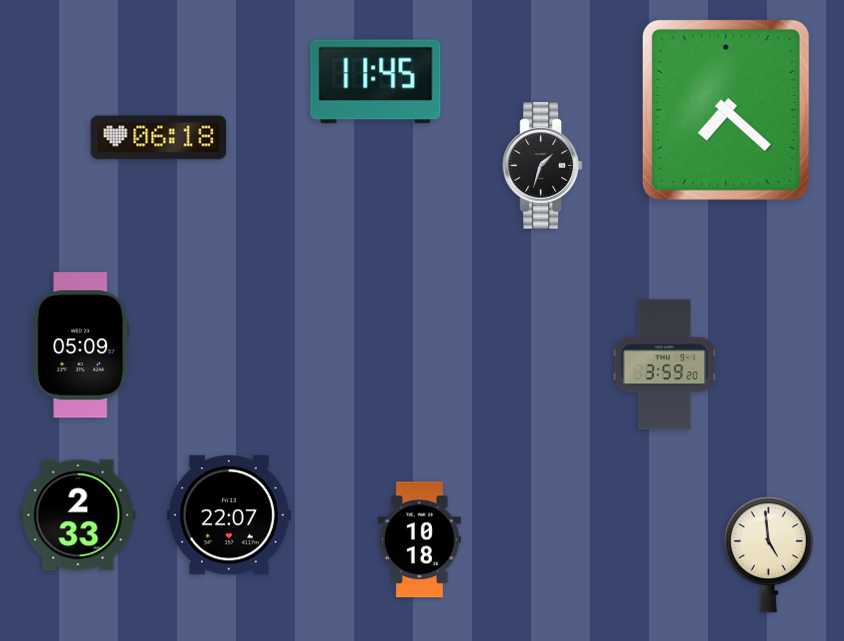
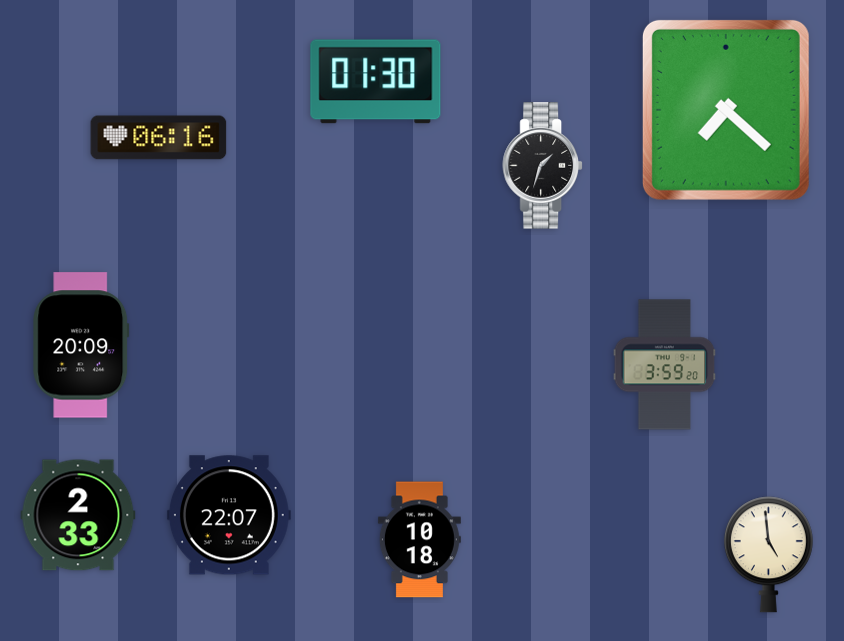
clock at (376, 82): 11:45 -> 01:30
clock at (159, 138): 06:18 -> 06:16
clock at (81, 345): 05:09 -> 20:09
